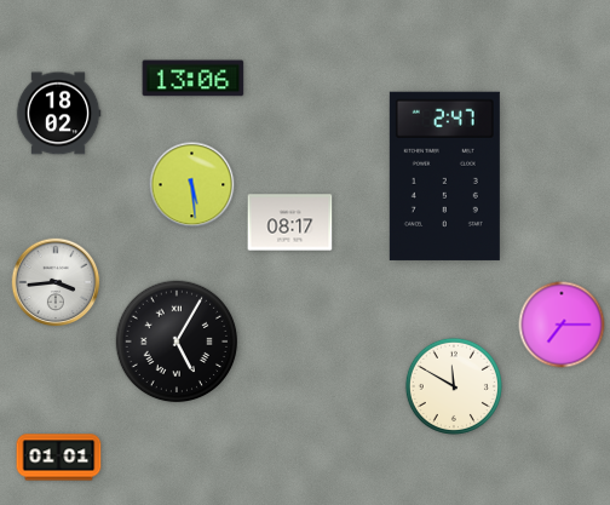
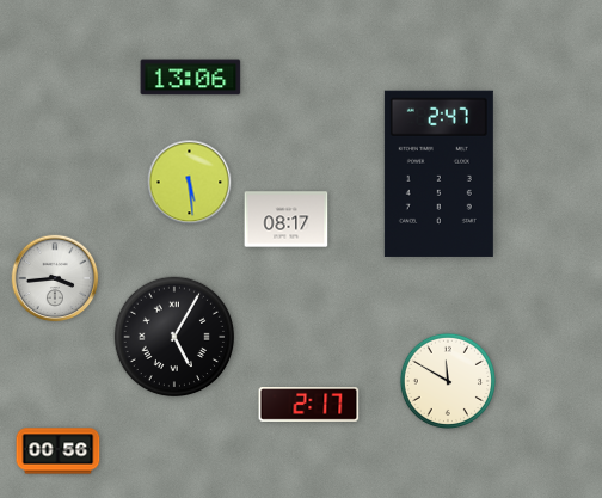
clock at (58, 114): 18:02 -> none
clock at (562, 325): 7:15 -> none
clock at (309, 405): none -> 2:17
clock at (59, 458): 01:01 -> 00:56
